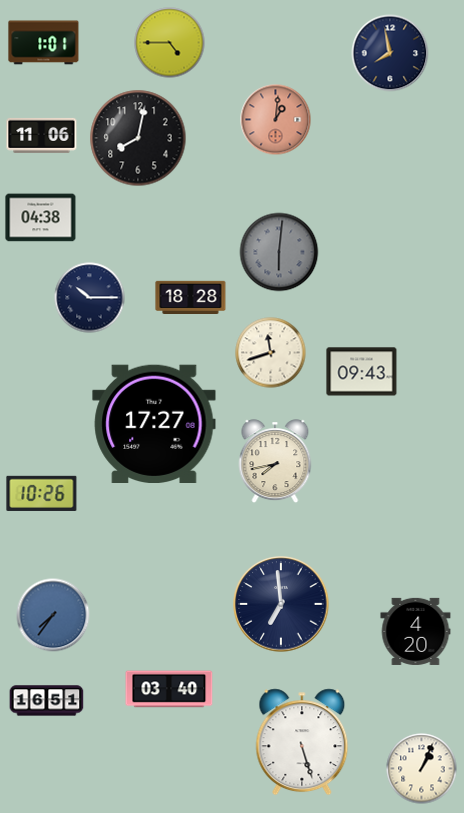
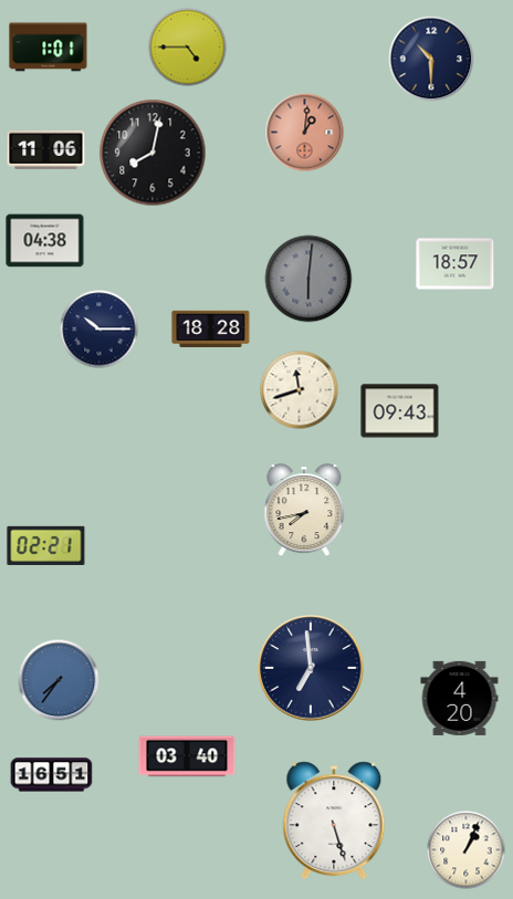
clock at (390, 53): 7:58 -> 10:30
clock at (456, 264): none -> 18:57
clock at (154, 423): 17:27 -> none
clock at (42, 493): 10:26 -> 02:21
clock at (169, 689) position: (169, 689) -> (187, 756)
